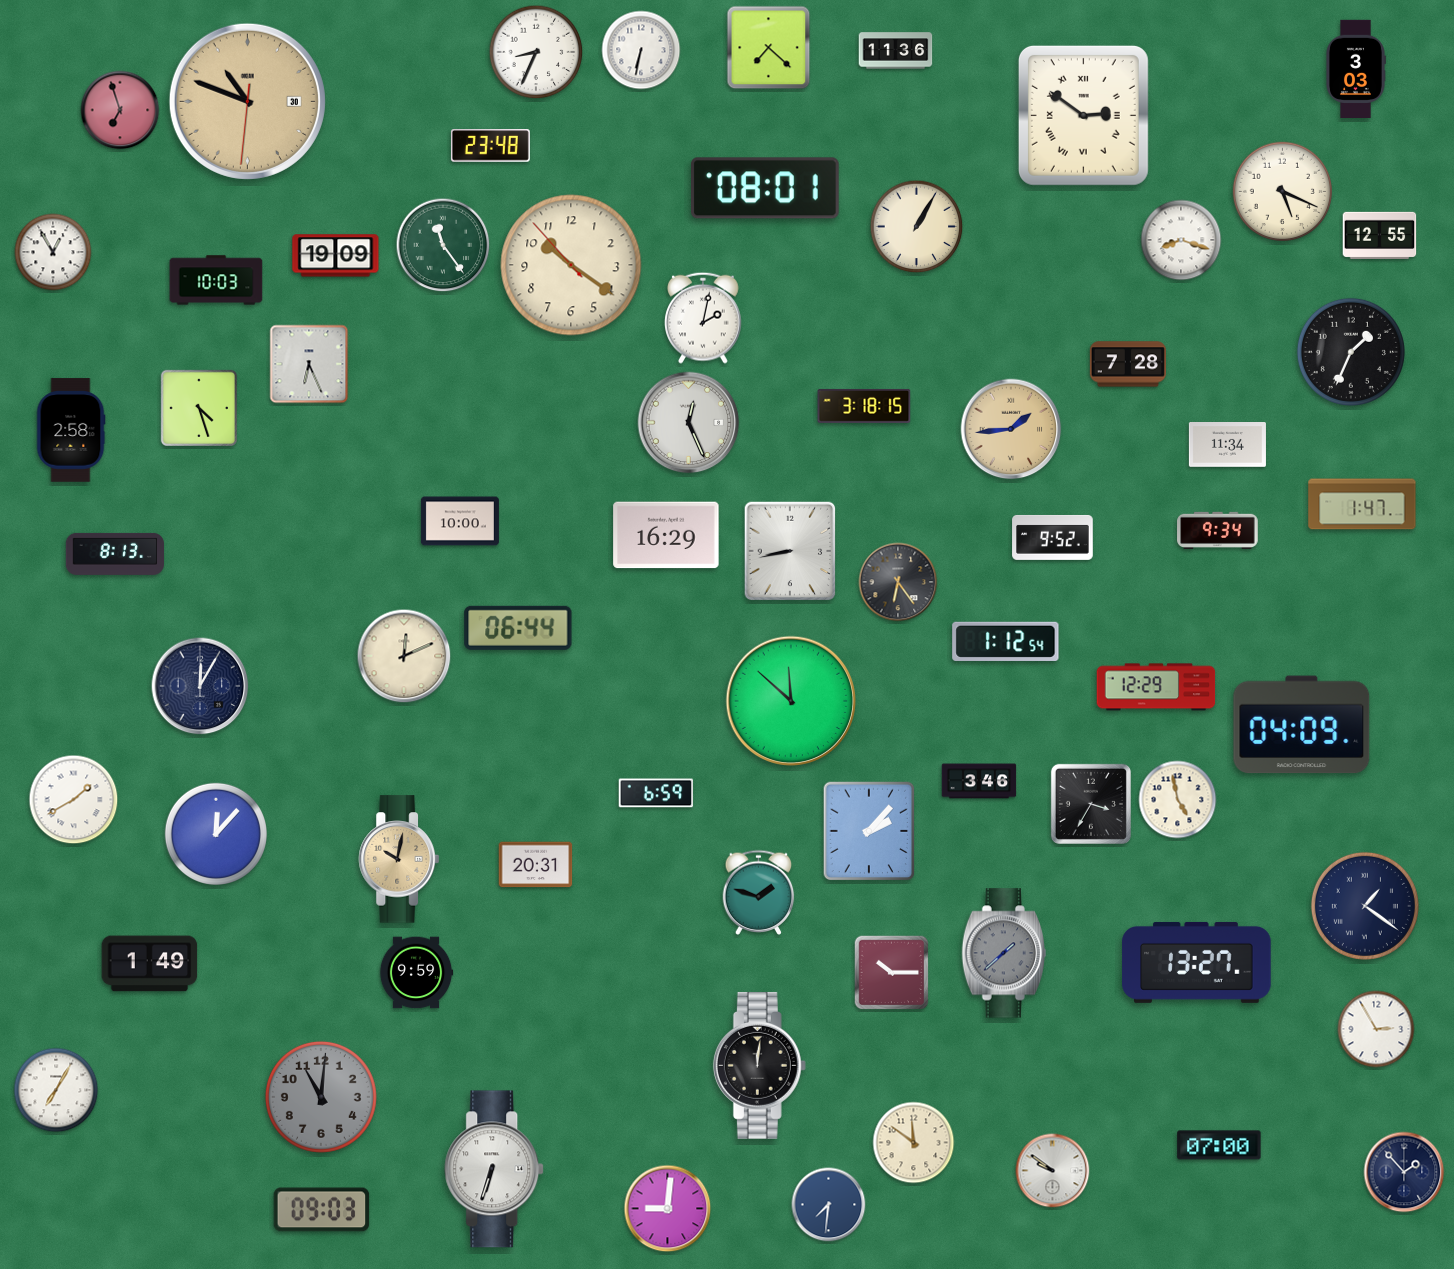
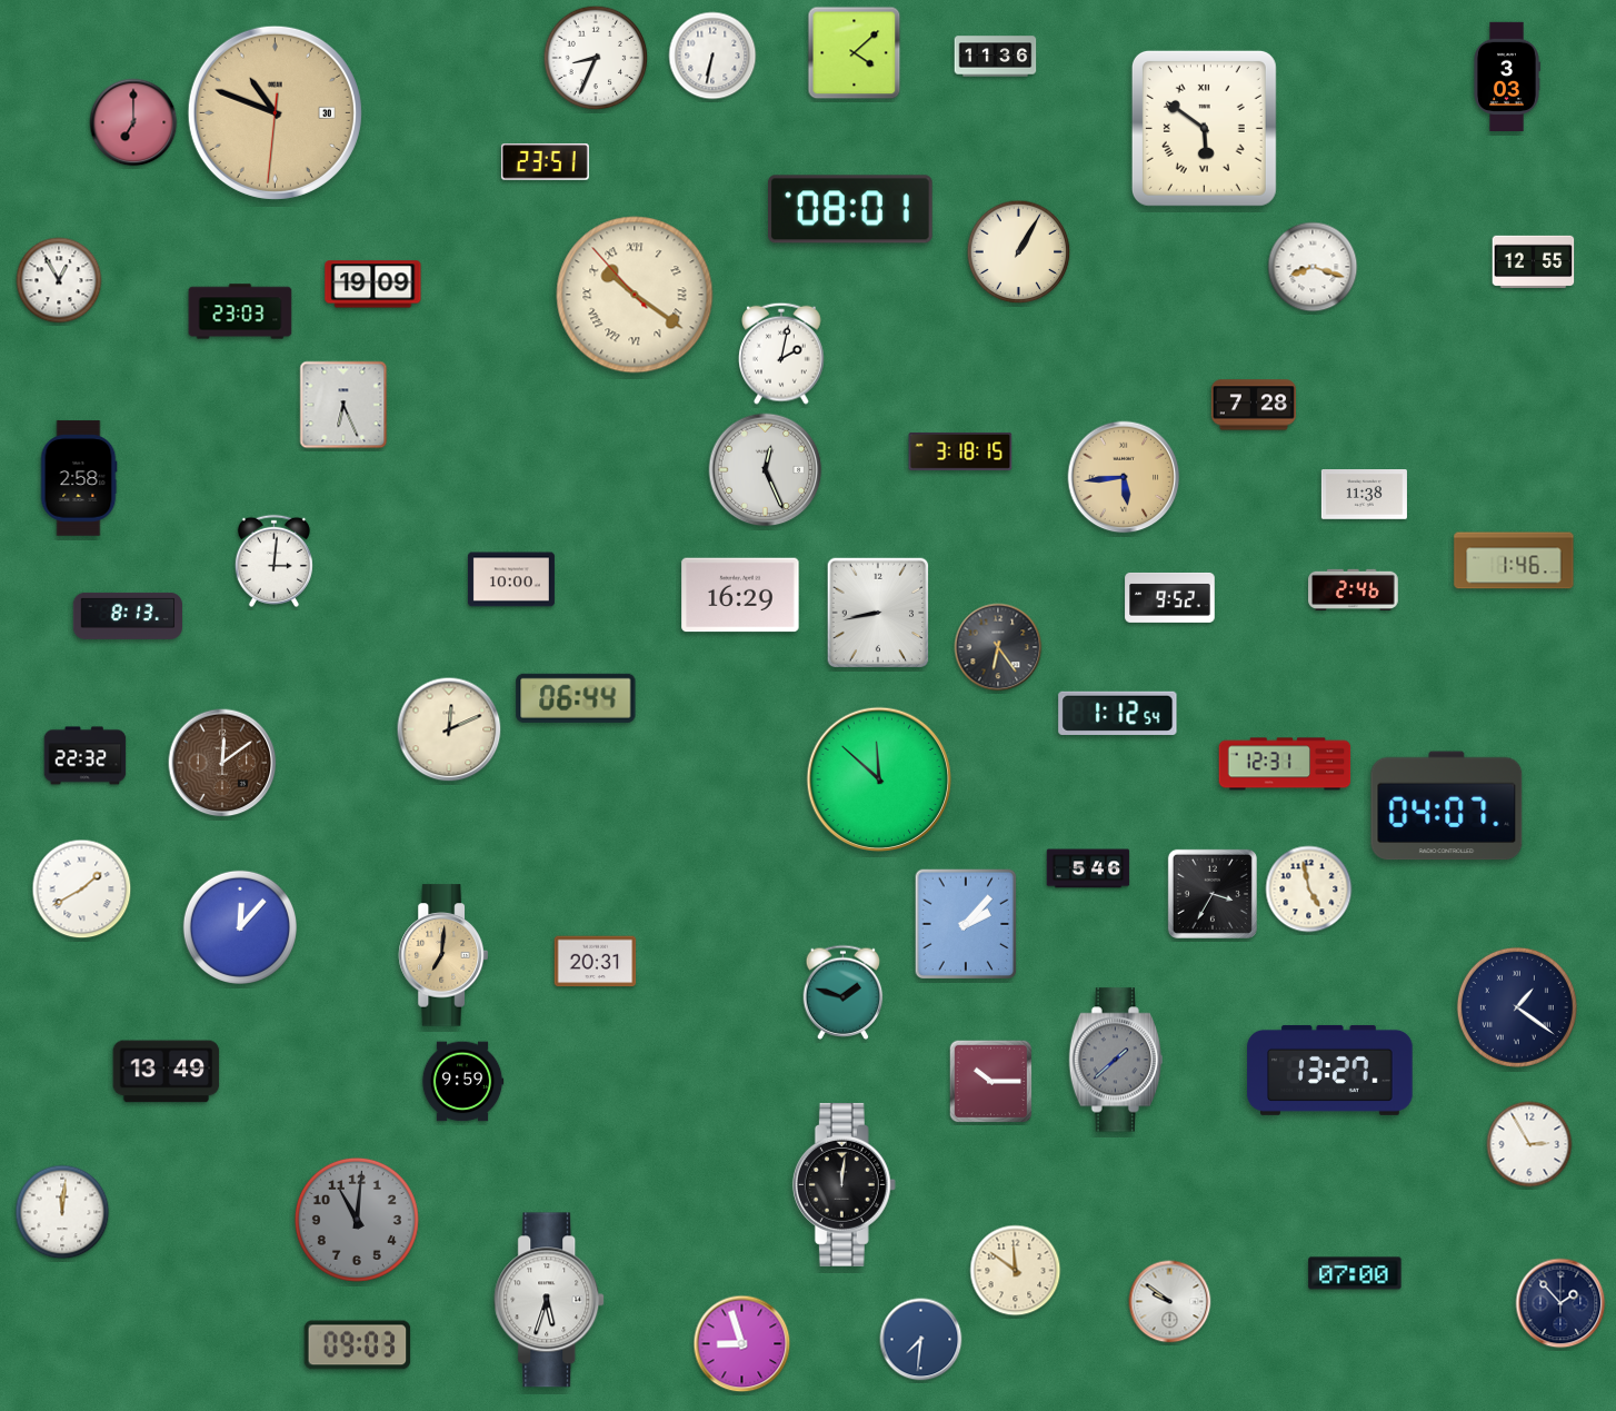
clock at (769, 48): 7:22 -> 4:08
clock at (120, 110): 6:57 -> 7:00
clock at (1083, 115): 2:51 -> 5:51
clock at (490, 146): 23:48 -> 23:51
clock at (1283, 192): 5:19 -> none
clock at (443, 245): 11:24 -> none
clock at (571, 265) numerals: Arabic -> Roman
clock at (216, 280): 10:03 -> 23:03
clock at (1351, 352): 1:34 -> none
clock at (198, 407): 4:27 -> none
clock at (1011, 429): 1:44 -> 5:44
clock at (1227, 445): 11:34 -> 11:38
clock at (273, 560): none -> 3:01
clock at (1362, 504): 1:47 -> 1:46
clock at (1218, 530): 9:34 -> 2:46
clock at (86, 756): none -> 22:32
clock at (200, 686): 12:05 -> 12:09
clock at (200, 686) dial: navy -> brown
clock at (1156, 687): 12:29 -> 12:31
clock at (1302, 725): 04:09 -> 04:07
clock at (979, 781): 3:46 -> 5:46
clock at (656, 793): 6:59 -> none
clock at (399, 859): 10:02 -> 7:01
clock at (150, 964): 1:49 -> 13:49
clock at (56, 1090): 7:05 -> 12:01
clock at (495, 1169): 6:33 -> 5:33
clock at (668, 1209): 9:01 -> 8:57
